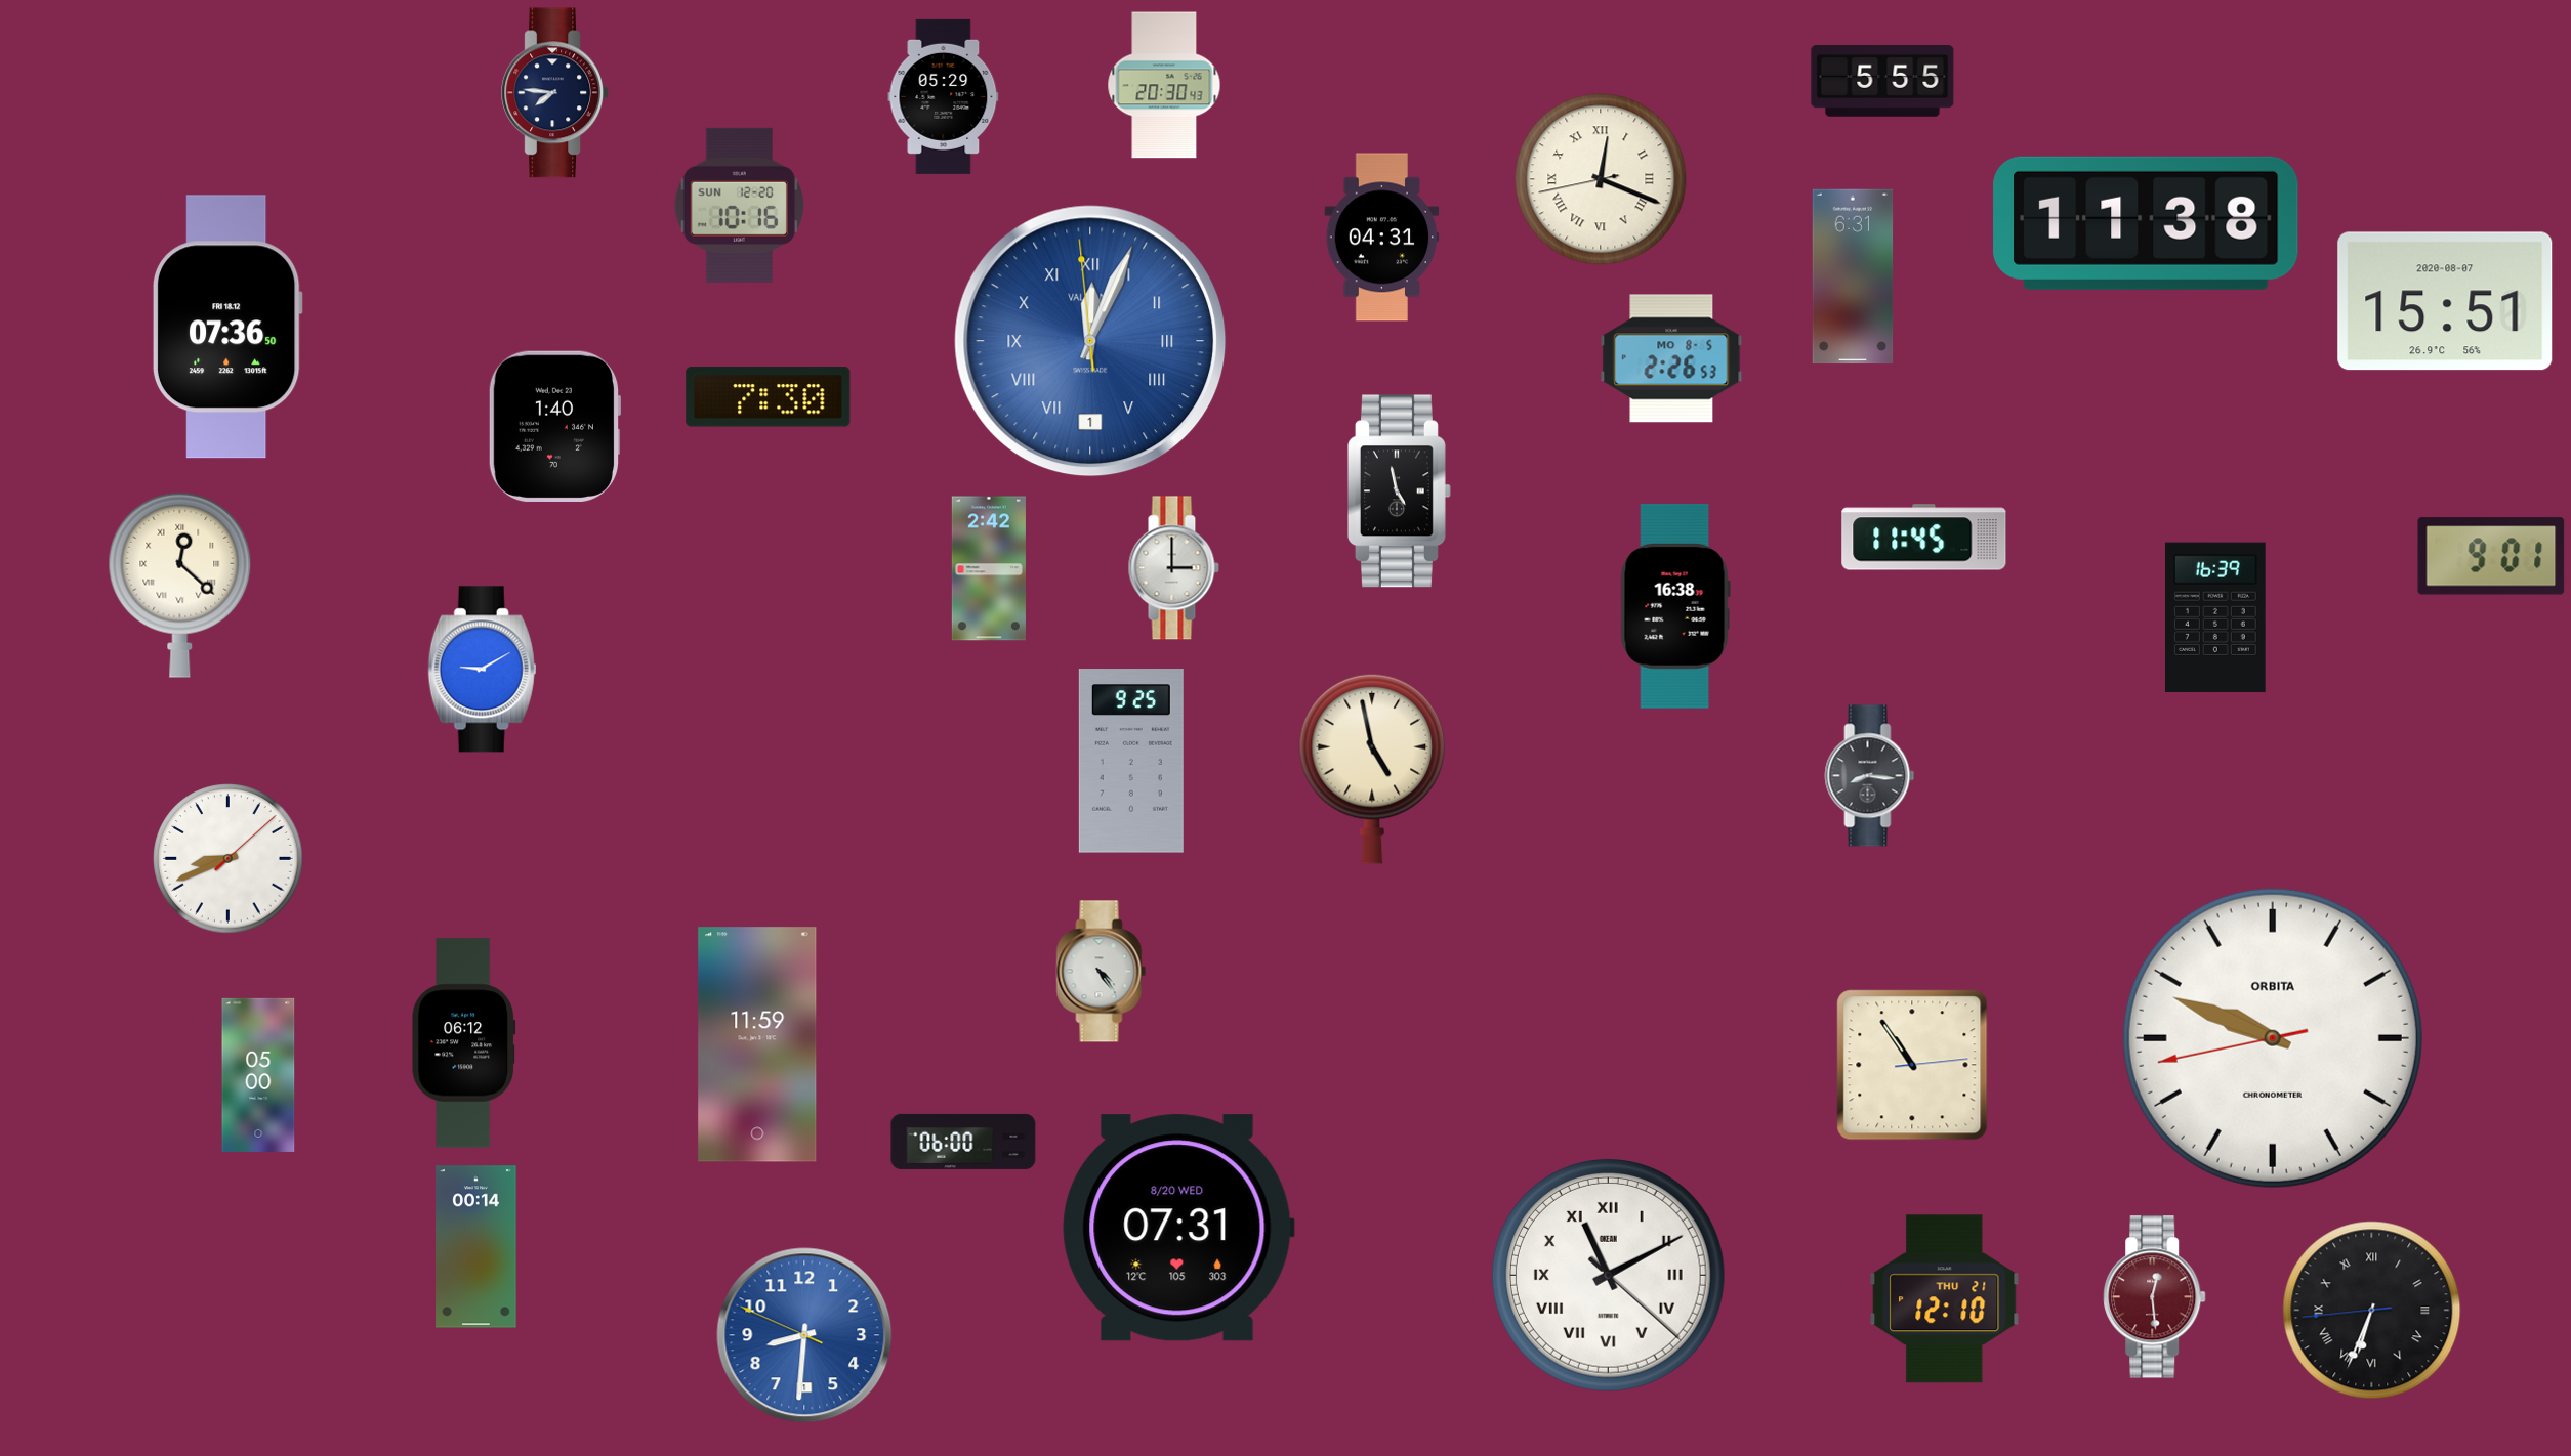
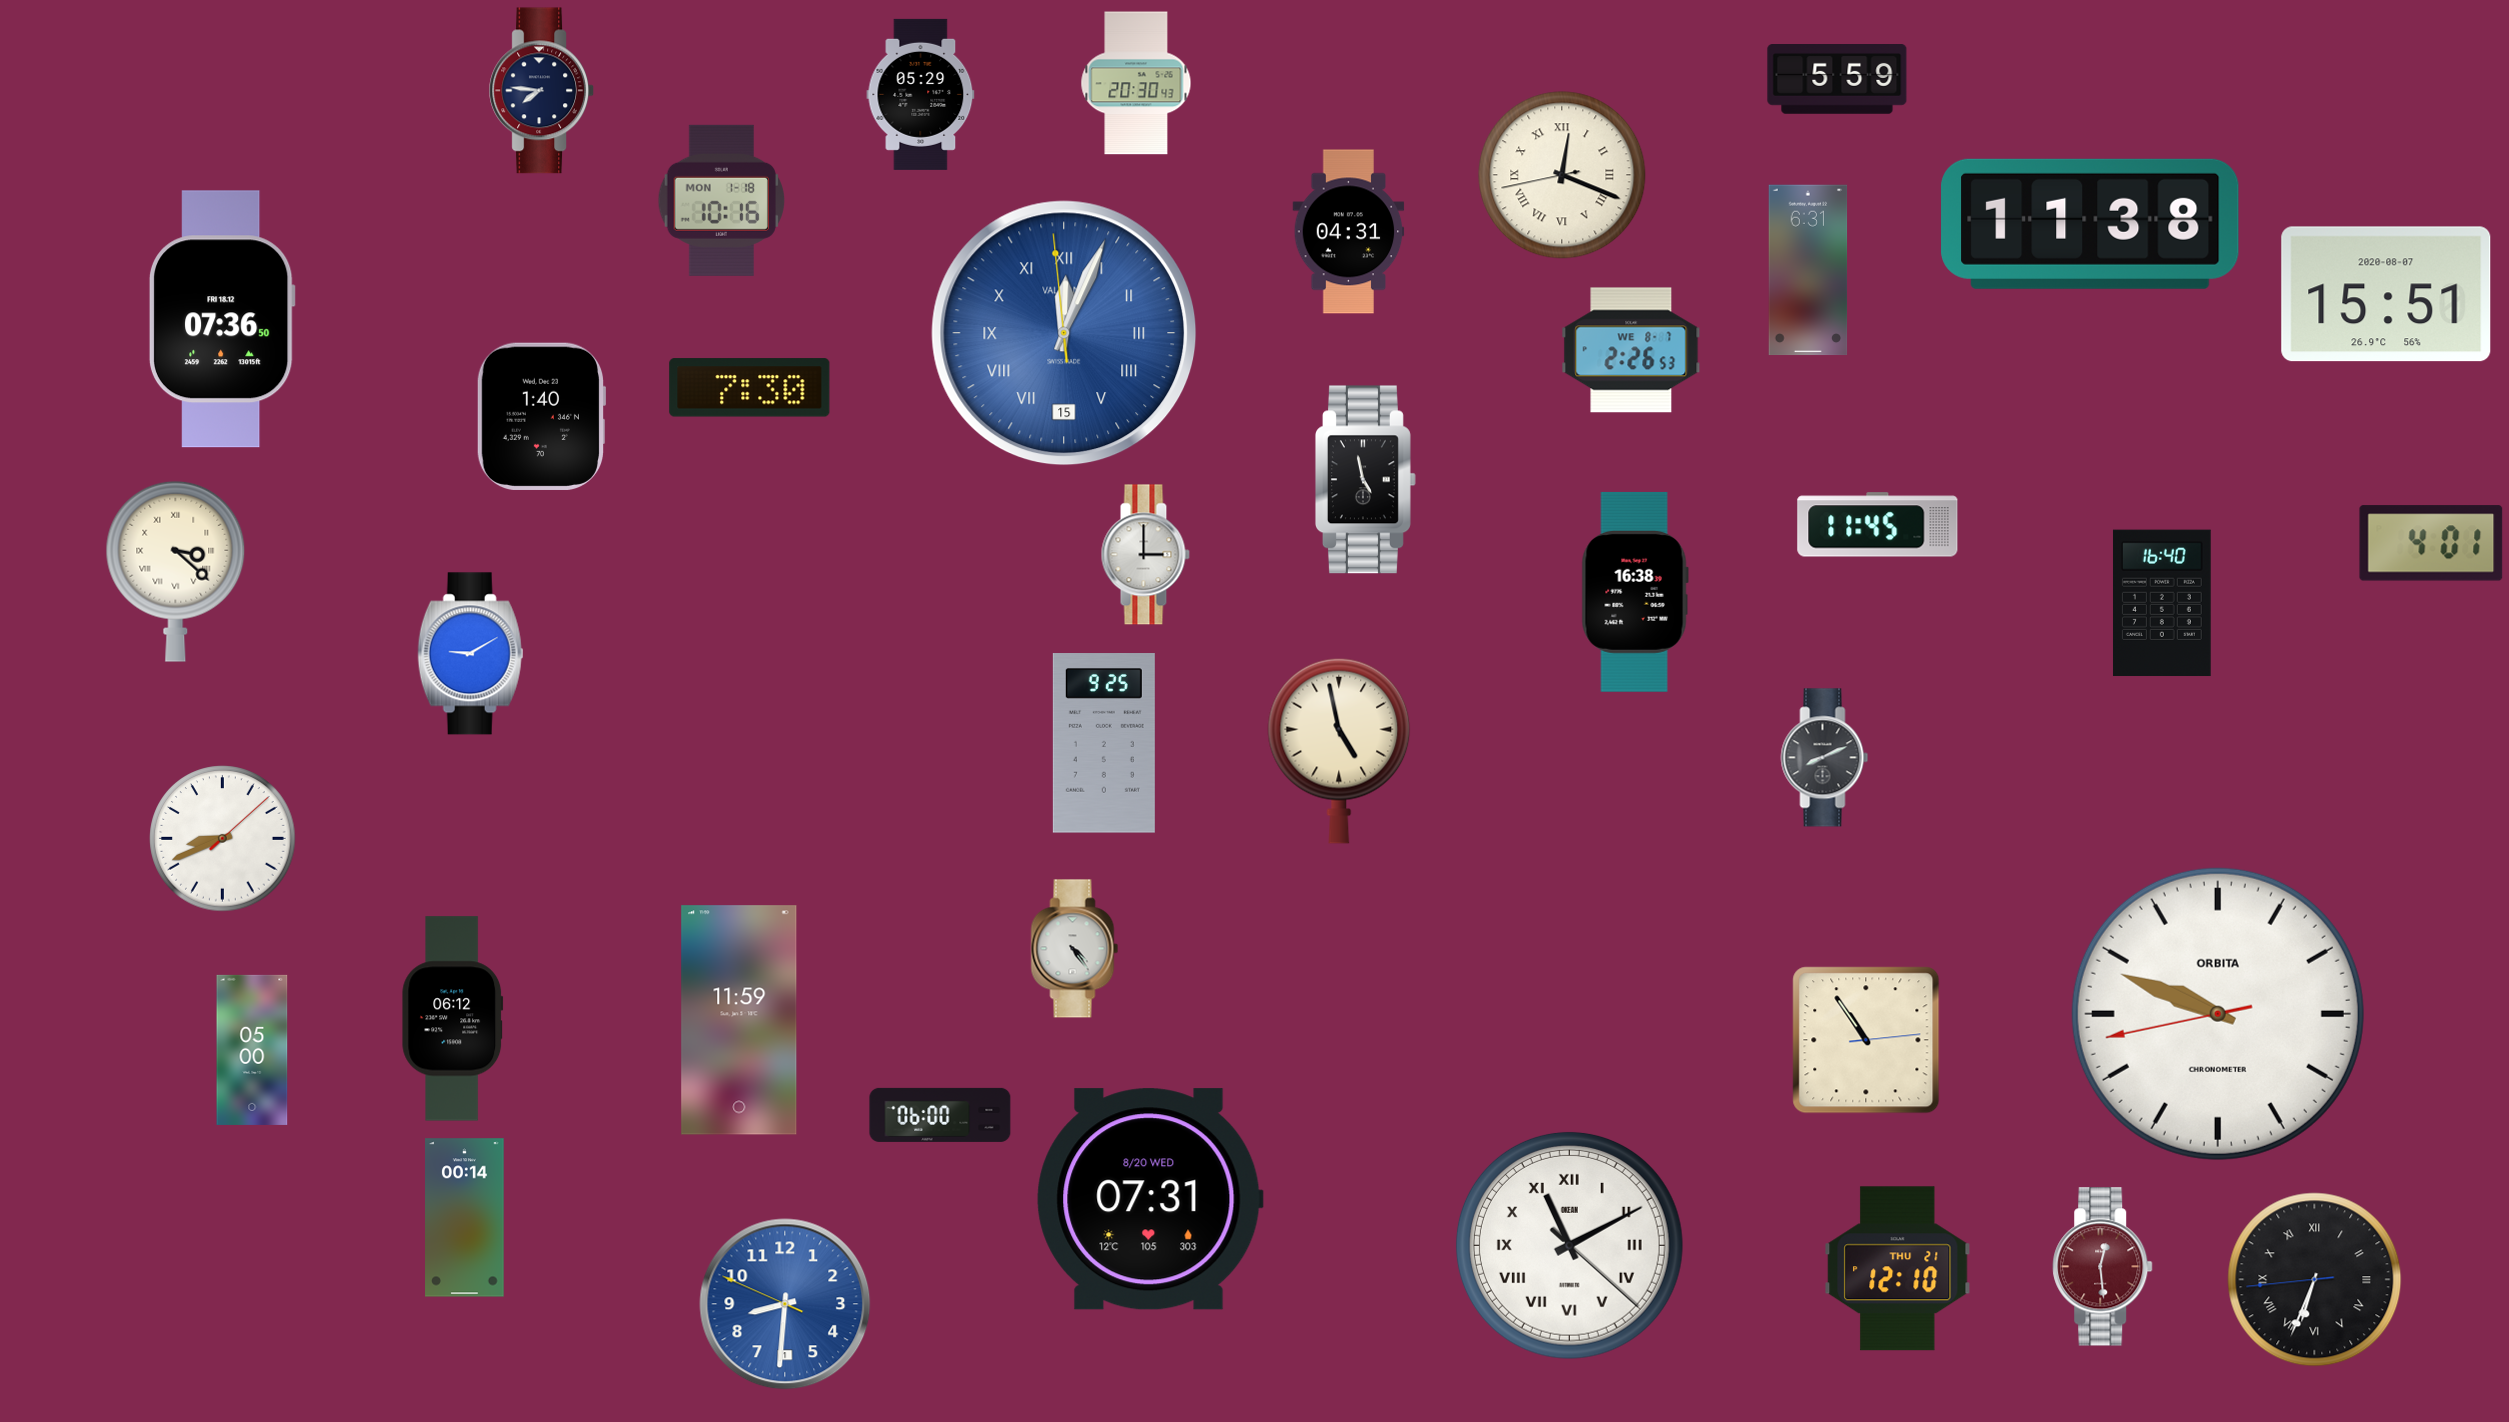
clock at (1882, 82): 5:55 -> 5:59
clock at (739, 205) date: SUN 12-20 -> MON 1-18
clock at (2146, 223) position: (2146, 223) -> (2090, 224)
clock at (1090, 341) date: 1 -> 15
clock at (1671, 358) date: MO 8-5 -> WE 8-7
clock at (2491, 556): 9:01 -> 4:01
clock at (989, 568): 2:42 -> none
clock at (180, 585): 12:22 -> 3:22
clock at (2215, 617): 16:39 -> 16:40
clock at (1870, 776): 8:16 -> 8:11
